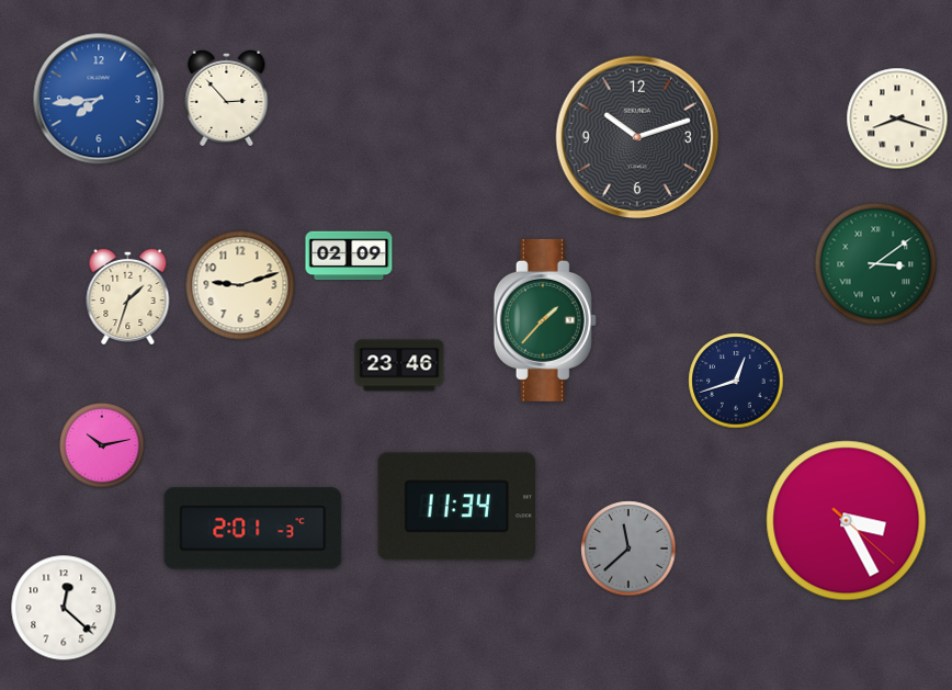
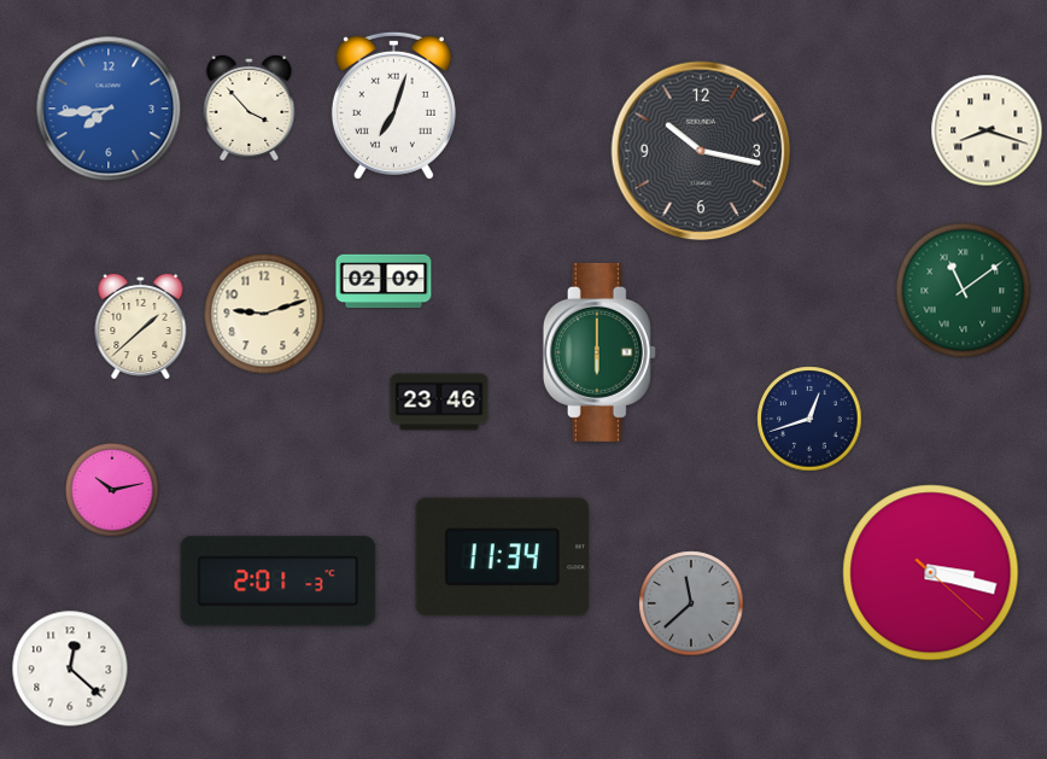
clock at (393, 105): none -> 7:03
clock at (227, 98): 2:53 -> 3:53
clock at (637, 137): 10:12 -> 10:17
clock at (876, 264): 3:09 -> 11:09
clock at (128, 296): 1:33 -> 1:38
clock at (545, 320): 1:37 -> 6:00
clock at (847, 521): 3:25 -> 3:17
